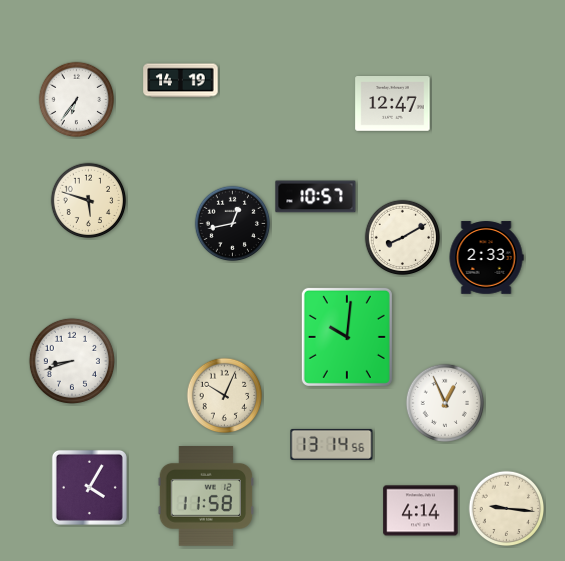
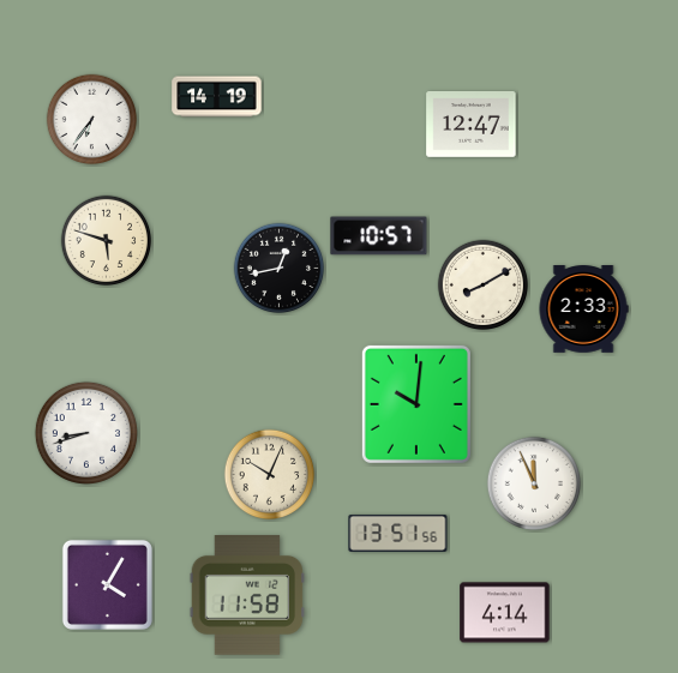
clock at (444, 402): 12:56 -> 11:56
clock at (332, 444): 13:14 -> 13:51
clock at (507, 509): 9:16 -> none
